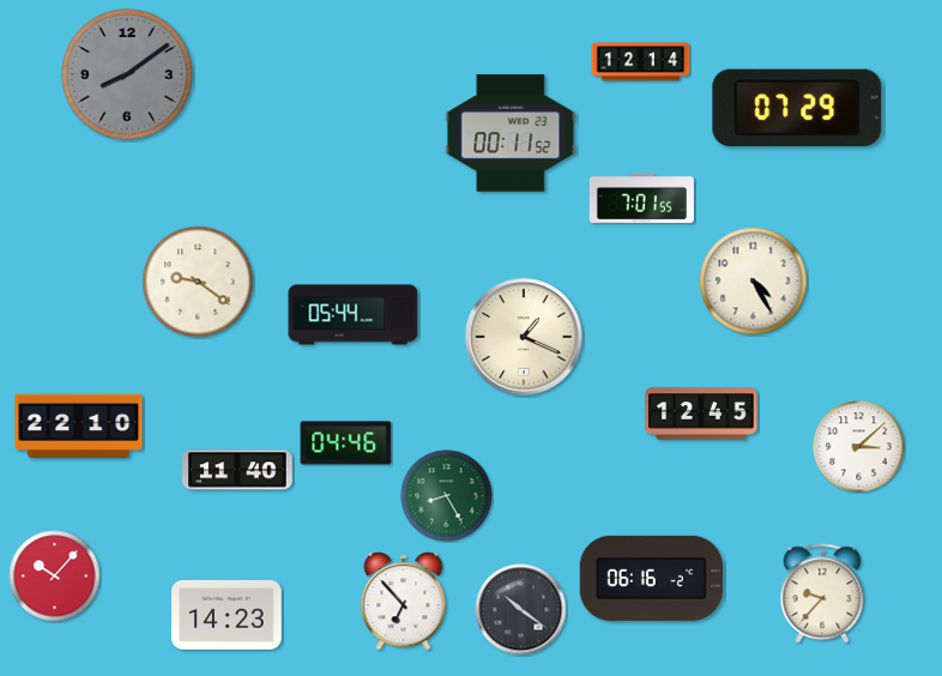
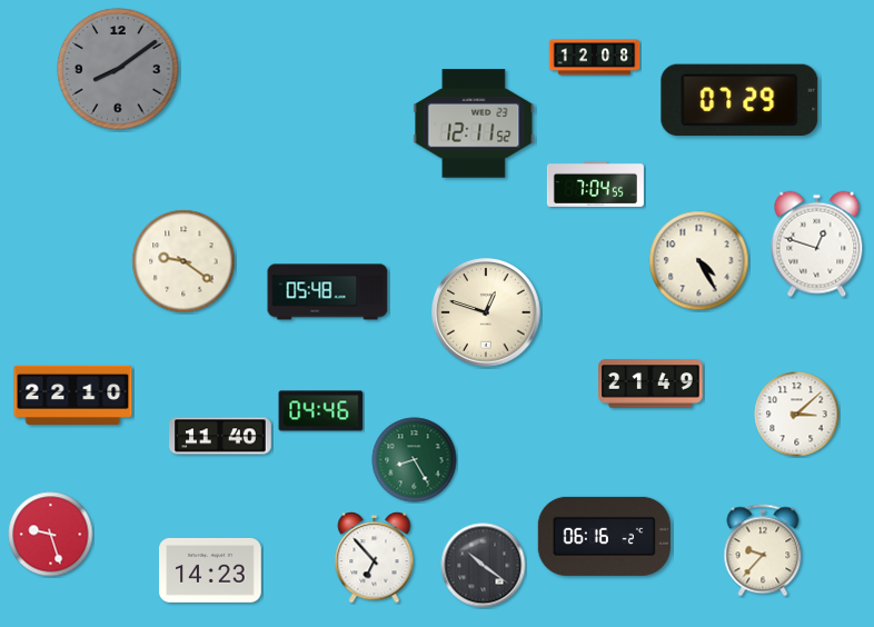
clock at (641, 62): 12:14 -> 12:08
clock at (511, 133): 00:11 -> 12:11
clock at (641, 198): 7:01 -> 7:04
clock at (817, 245): none -> 12:48
clock at (354, 315): 05:44 -> 05:48
clock at (524, 337): 1:19 -> 12:48
clock at (701, 414): 12:45 -> 21:49
clock at (55, 577): 10:07 -> 9:27
